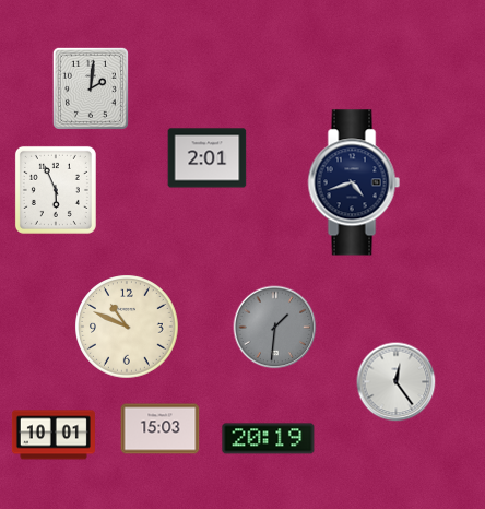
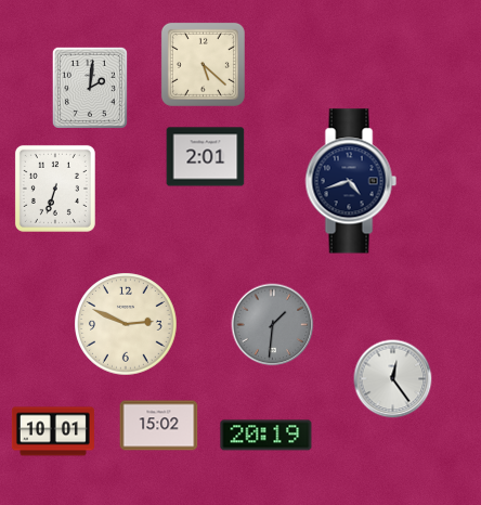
clock at (203, 64): none -> 5:22
clock at (56, 190): 5:56 -> 6:33
clock at (127, 327): 10:49 -> 2:49
clock at (161, 429): 15:03 -> 15:02
